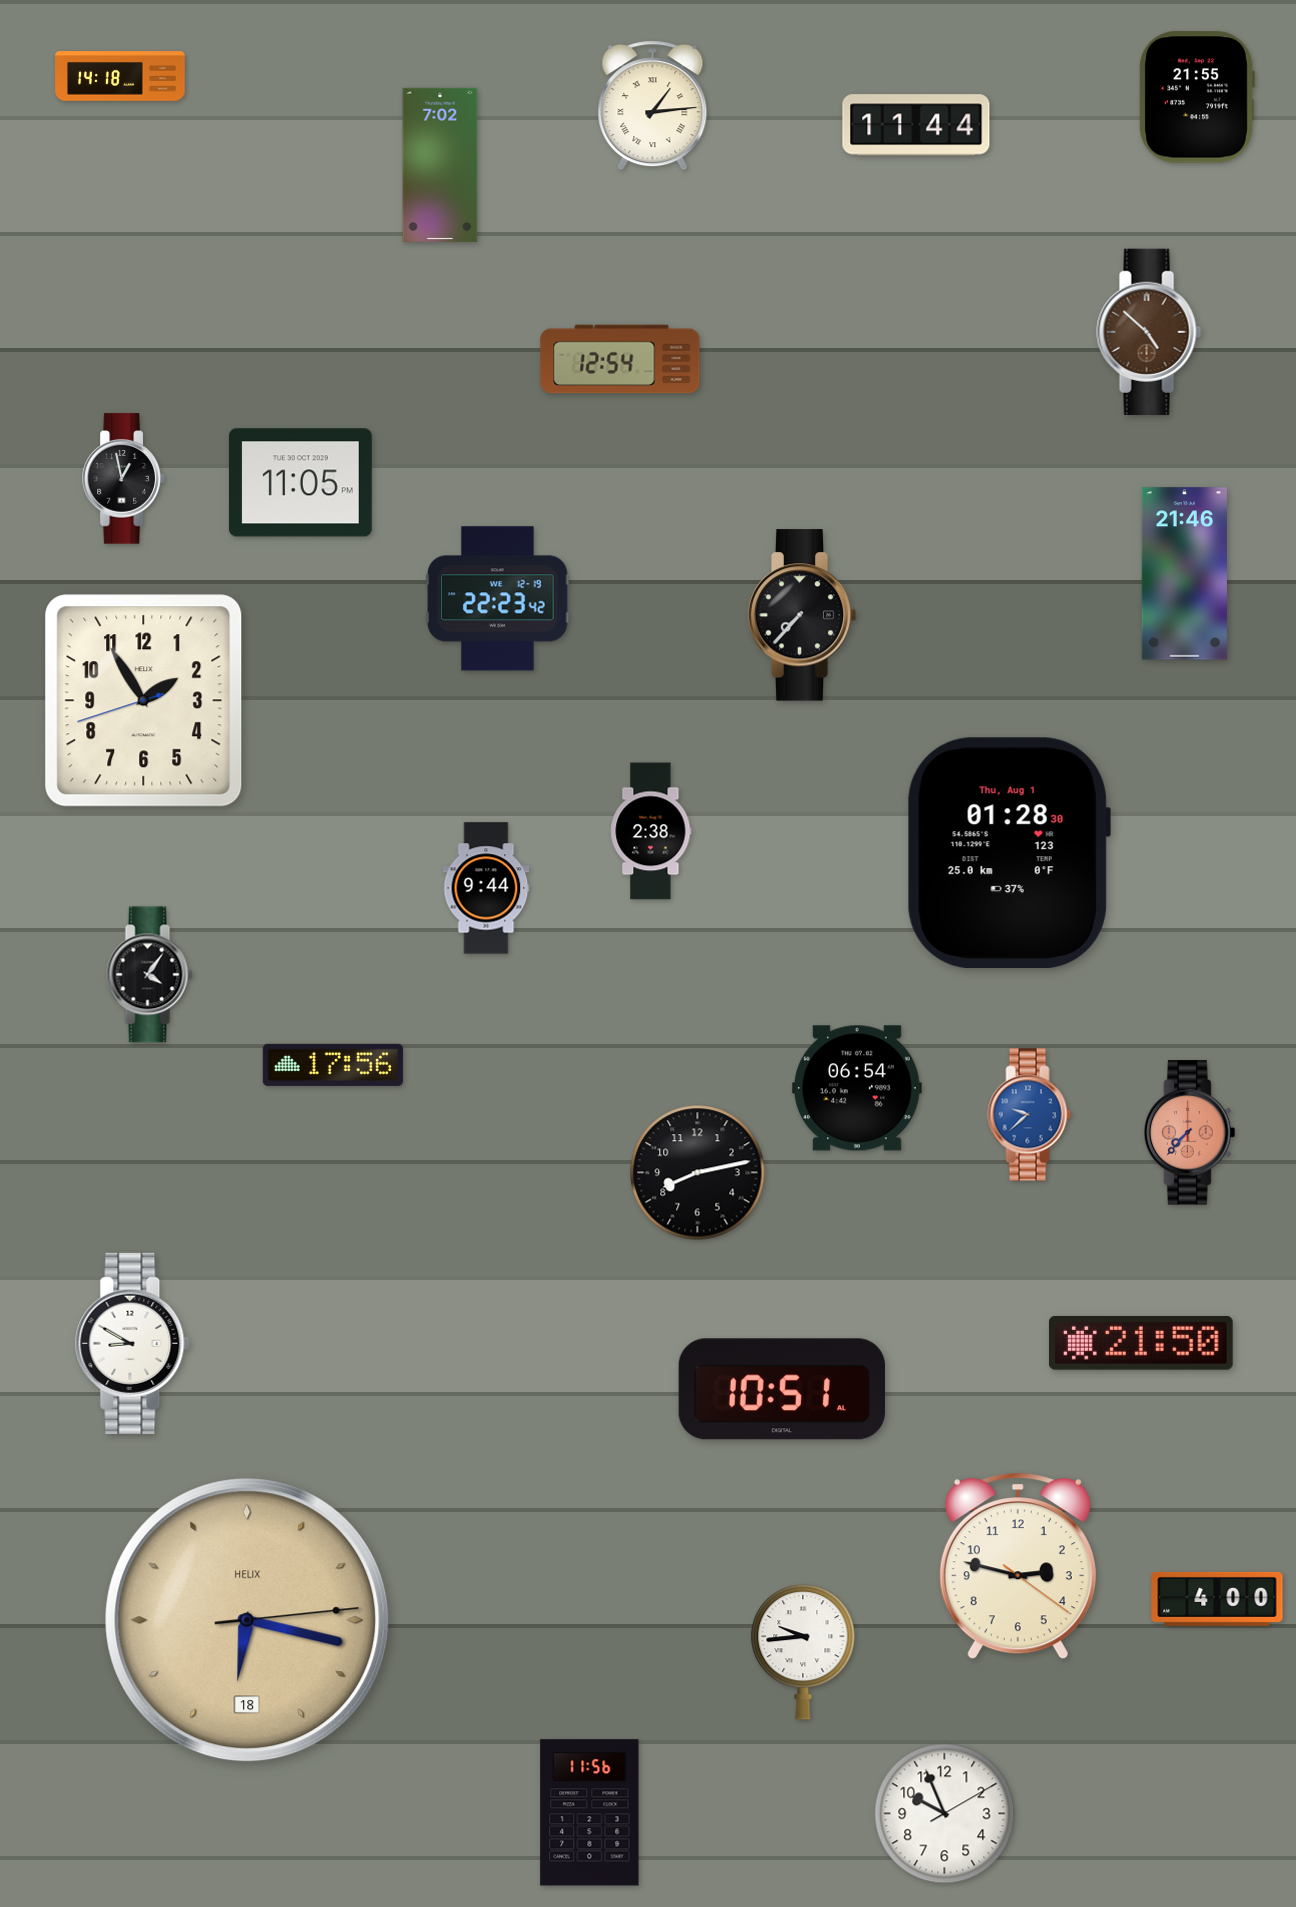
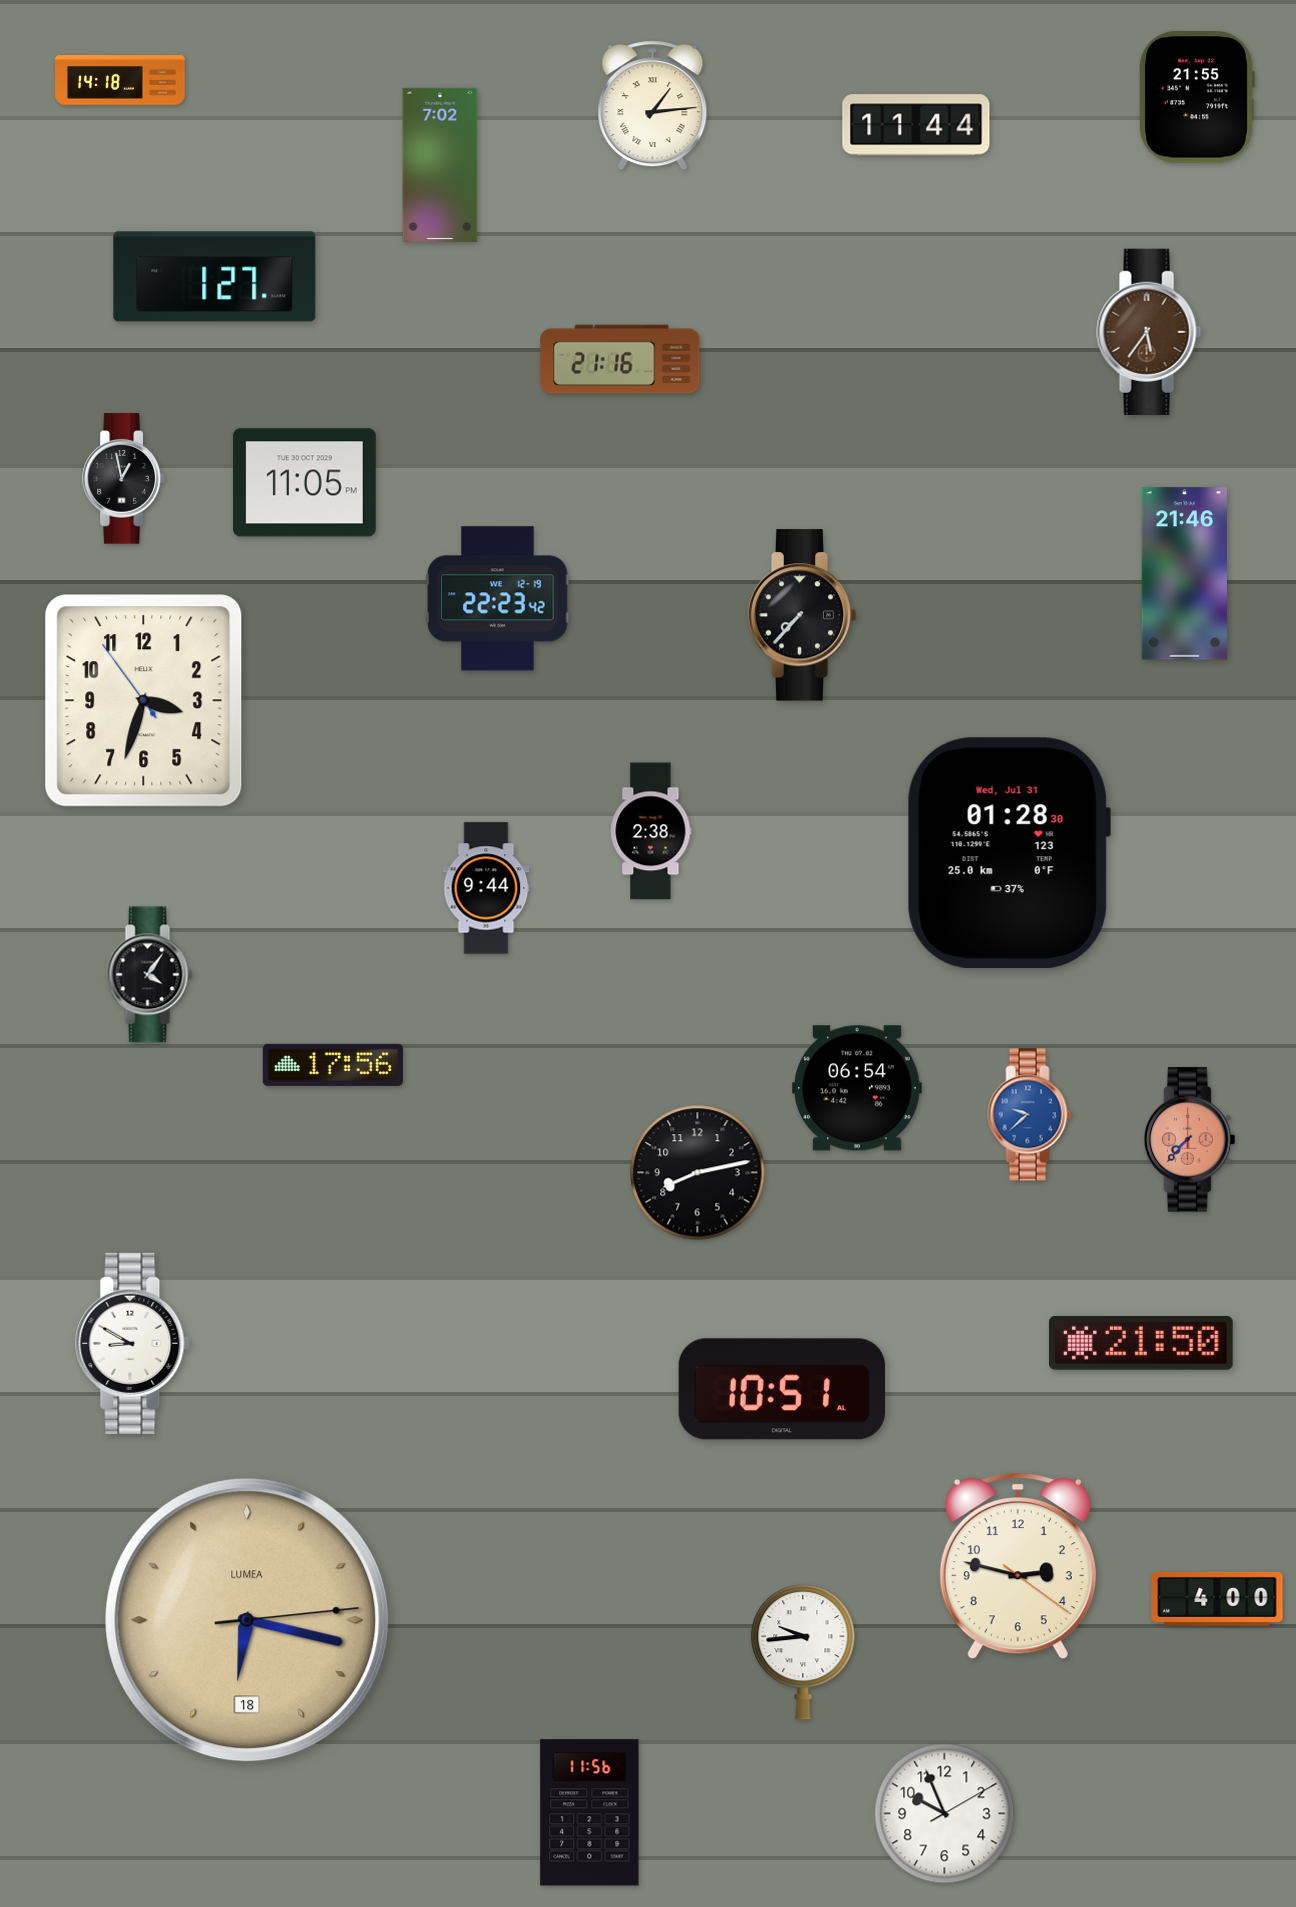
clock at (120, 76) position: (120, 76) -> (120, 80)
clock at (215, 277): none -> 1:27
clock at (1149, 332): 4:52 -> 5:36
clock at (620, 359): 12:54 -> 21:16
clock at (300, 483) position: (300, 483) -> (304, 483)
clock at (144, 701): 1:54 -> 3:32
clock at (1009, 853) date: Thu, Aug 1 -> Wed, Jul 31
clock at (1190, 1133) position: (1190, 1133) -> (1190, 1140)
clock at (247, 1620) brand: HELIX -> LUMEA
